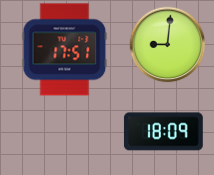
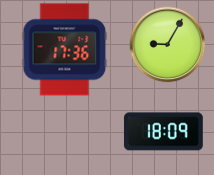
clock at (168, 45): 9:01 -> 9:05
clock at (65, 50): 17:51 -> 17:36
